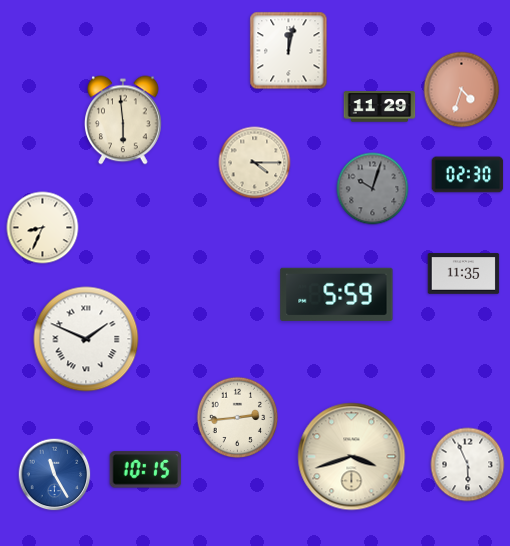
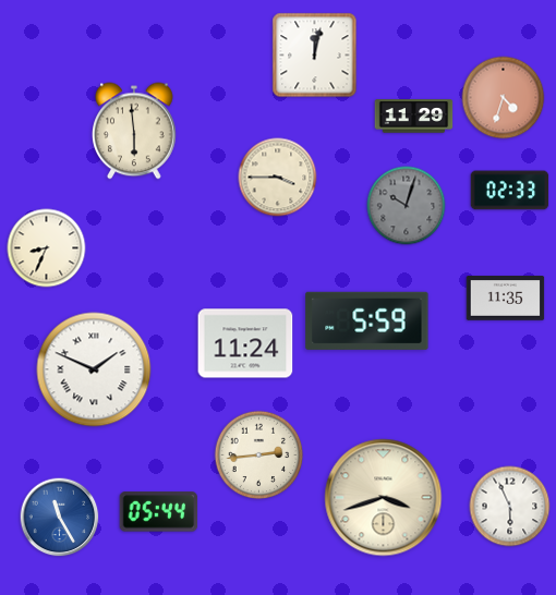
clock at (255, 163): 4:15 -> 3:45
clock at (468, 175): 02:30 -> 02:33
clock at (245, 343): none -> 11:24
clock at (146, 470): 10:15 -> 05:44
